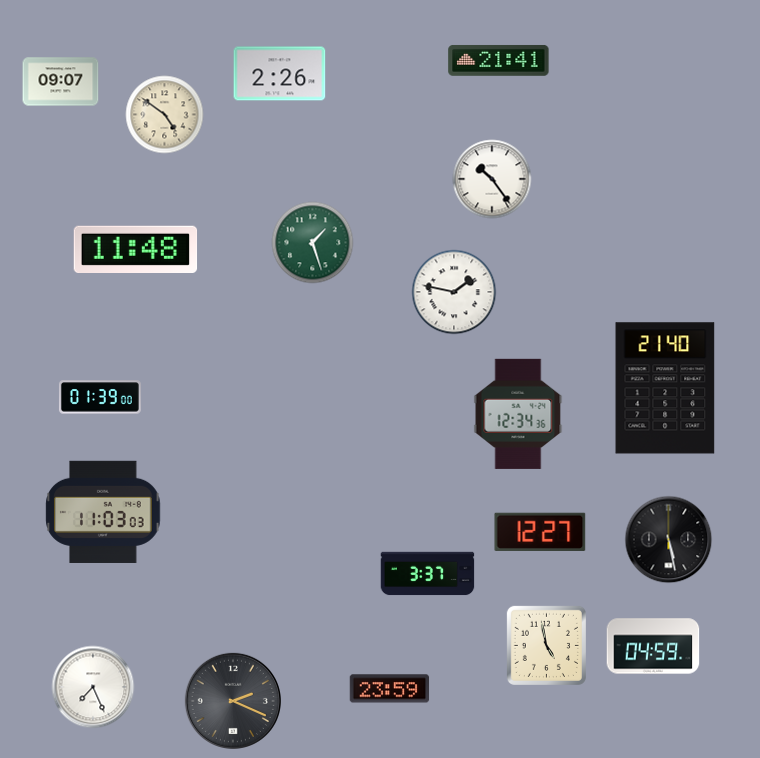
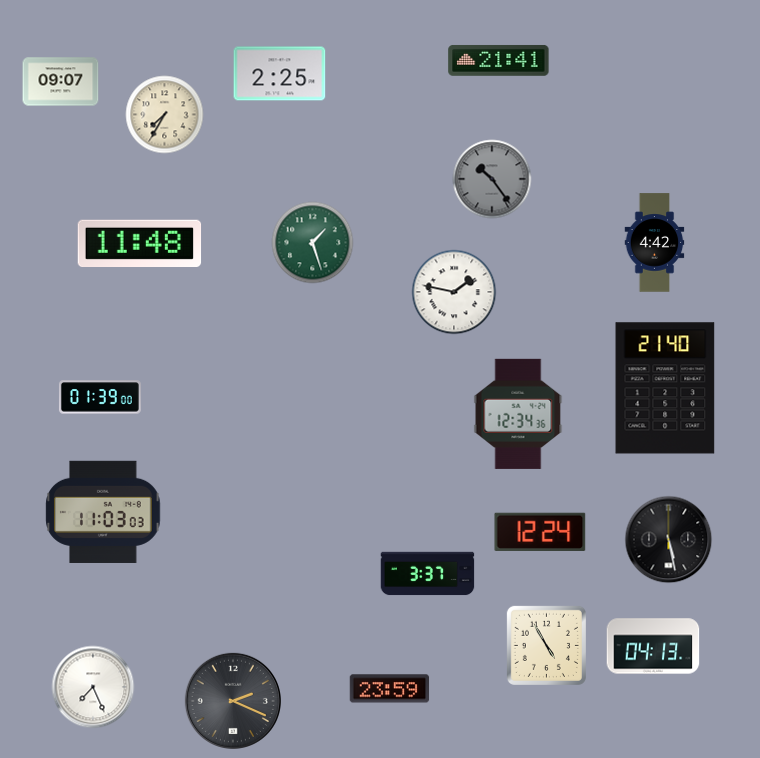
clock at (280, 74): 2:26 -> 2:25
clock at (165, 115): 4:51 -> 7:35
clock at (492, 179) dial: white -> grey
clock at (655, 243): none -> 4:42
clock at (136, 249) position: (136, 249) -> (140, 243)
clock at (540, 531): 12:27 -> 12:24
clock at (546, 645): 4:58 -> 4:55
clock at (653, 646): 04:59 -> 04:13
